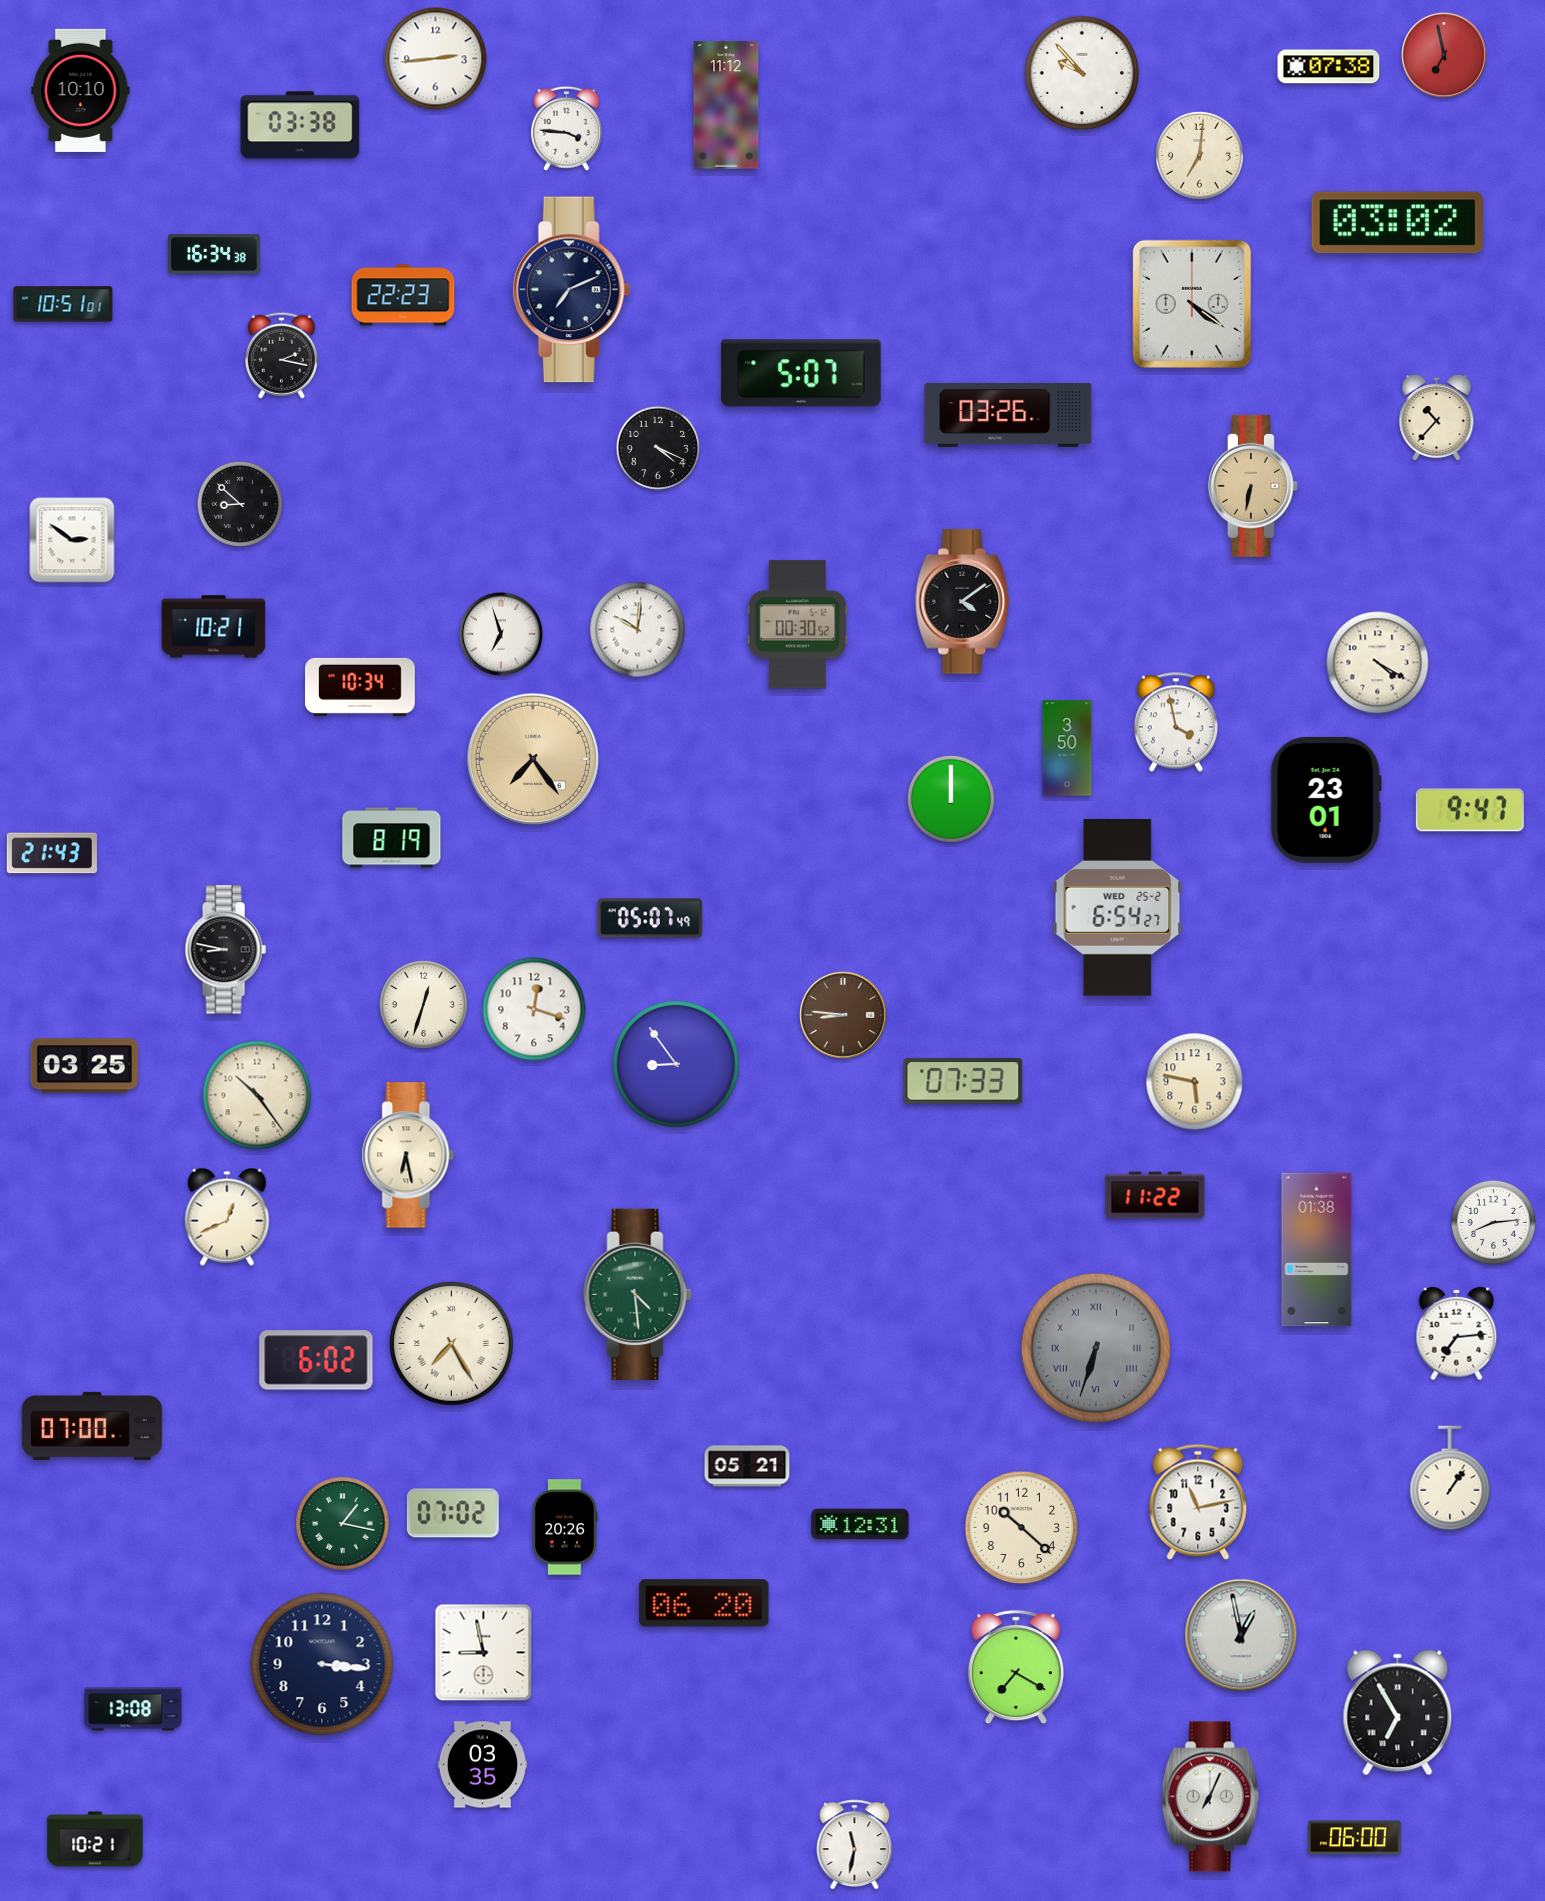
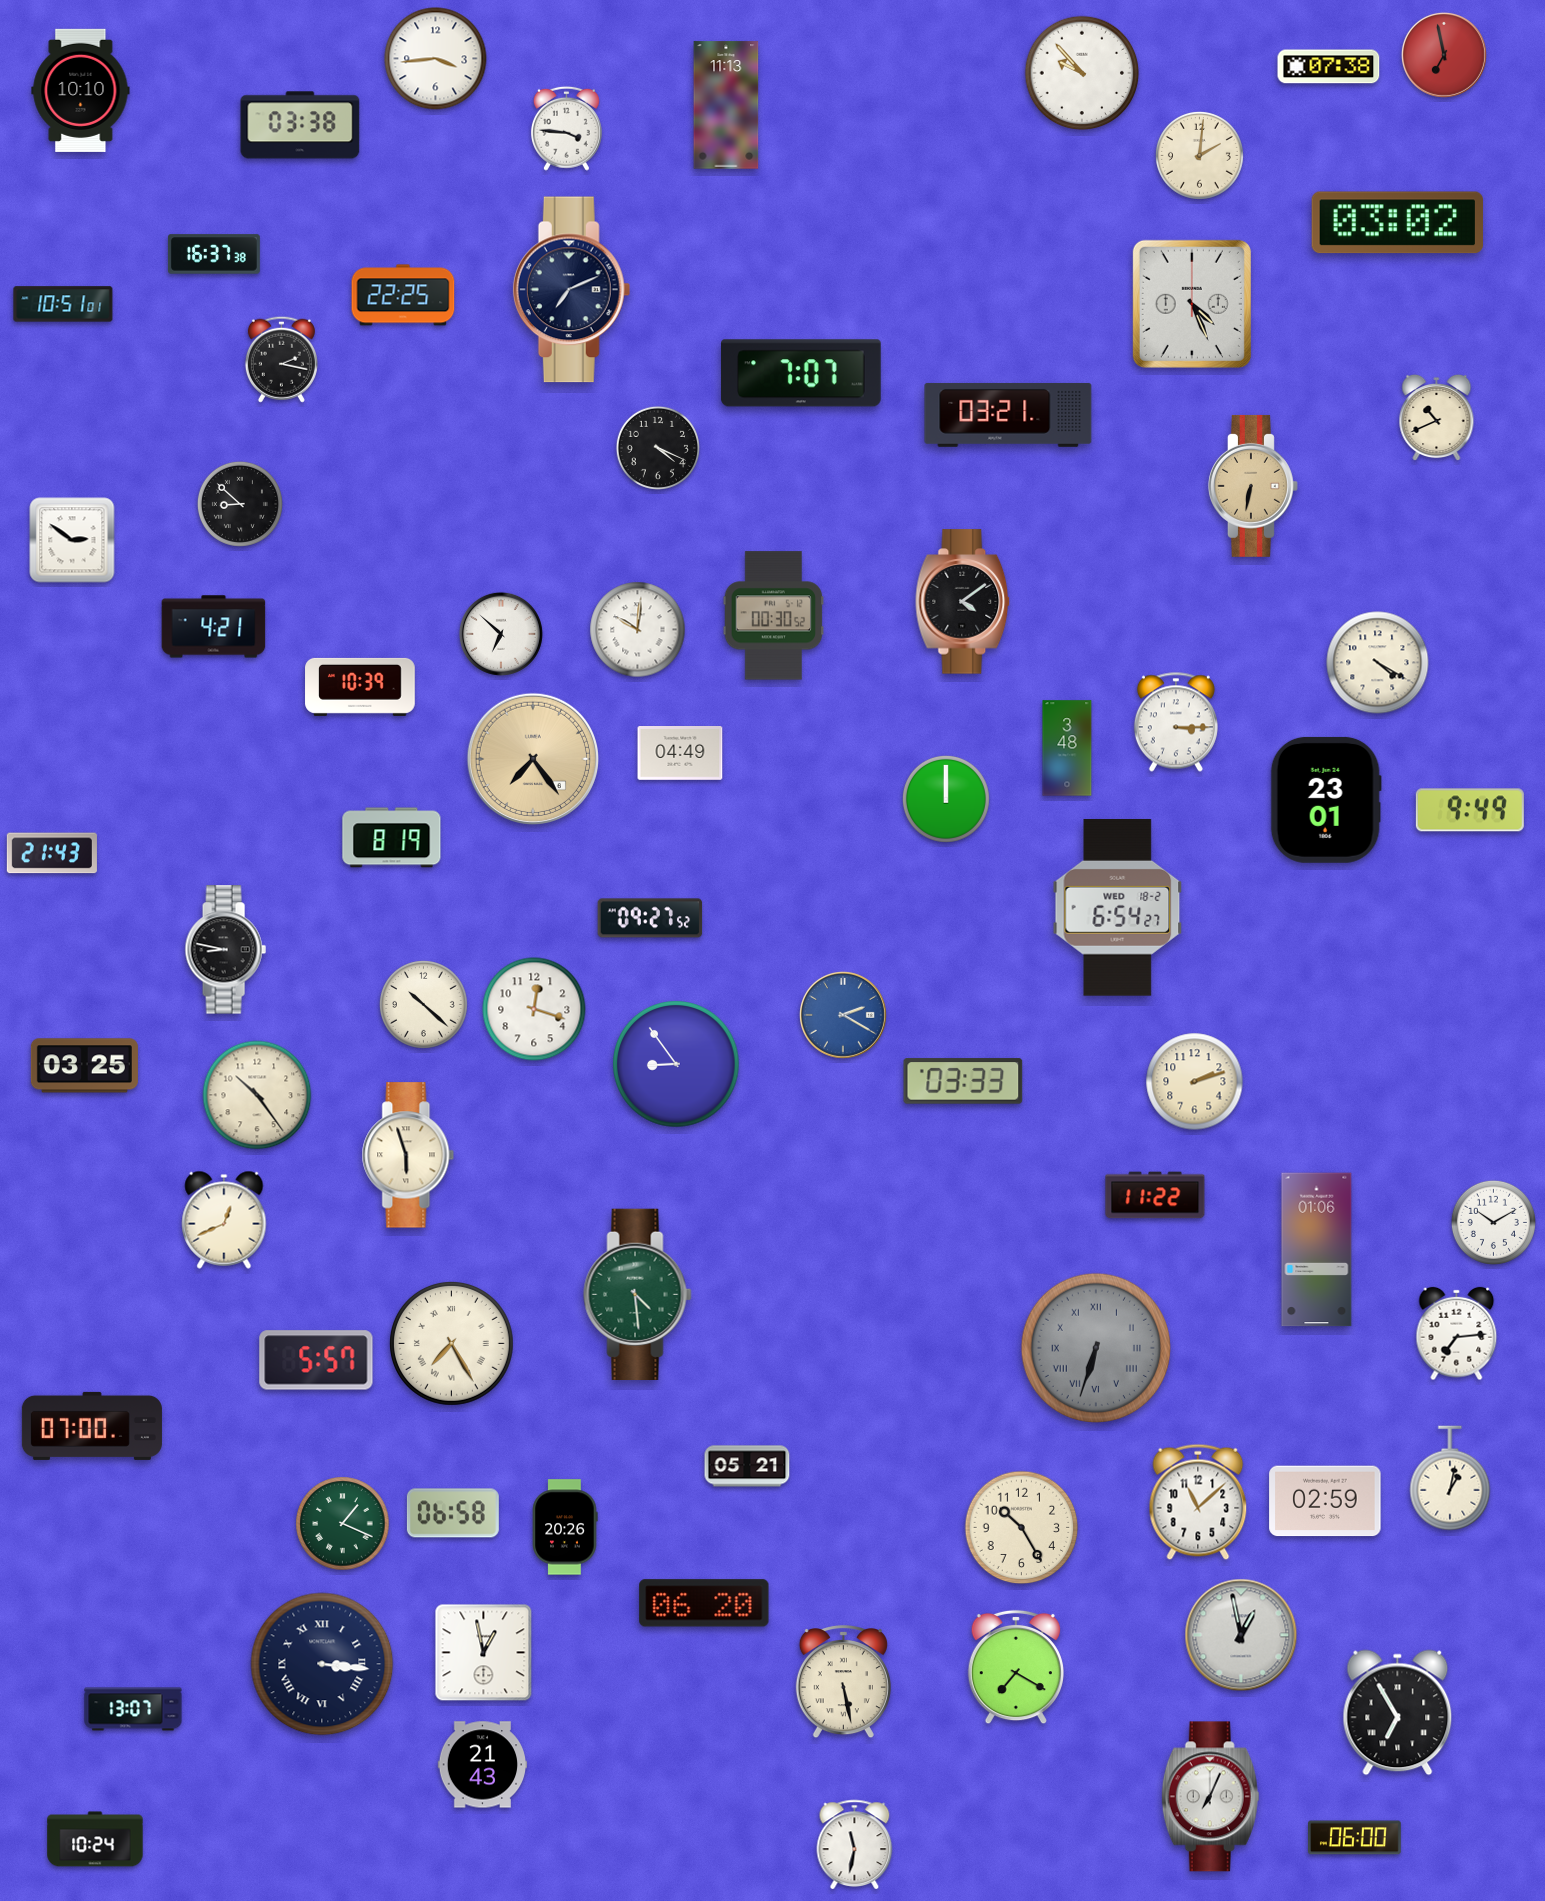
clock at (436, 59): 2:44 -> 3:44
clock at (726, 105): 11:12 -> 11:13
clock at (1199, 155): 7:01 -> 2:01
clock at (214, 254): 16:34 -> 16:37
clock at (403, 295): 22:23 -> 22:25
clock at (1192, 304): 4:21 -> 4:26
clock at (281, 355) position: (281, 355) -> (281, 359)
clock at (801, 373): 5:07 -> 7:07
clock at (1008, 415): 03:26 -> 03:21
clock at (1437, 418): 10:37 -> 10:41
clock at (798, 625) position: (798, 625) -> (774, 616)
clock at (214, 627): 10:21 -> 4:21
clock at (501, 634): 6:57 -> 6:52
clock at (360, 687): 10:34 -> 10:39
clock at (1176, 722): 3:58 -> 3:15
clock at (1067, 748): 3:50 -> 3:48
clock at (680, 754): none -> 04:49
clock at (951, 799) position: (951, 799) -> (946, 799)
clock at (1470, 810): 9:47 -> 9:49
clock at (1118, 908) date: WED 25-2 -> WED 18-2
clock at (650, 918): 05:07 -> 09:27
clock at (423, 1004): 12:33 -> 10:22
clock at (843, 1015): 8:46 -> 2:20
clock at (843, 1015) dial: brown -> blue
clock at (963, 1081): 07:33 -> 03:33
clock at (1195, 1082): 5:47 -> 2:12
clock at (408, 1155): 6:28 -> 5:57
clock at (227, 1217) position: (227, 1217) -> (224, 1220)
clock at (1493, 1222): 8:14 -> 10:10
clock at (1317, 1250): 01:38 -> 01:06
clock at (316, 1360): 6:02 -> 5:57
clock at (1450, 1478): 1:06 -> 1:02
clock at (1325, 1501): none -> 02:59
clock at (1198, 1502): 11:13 -> 11:08
clock at (453, 1513): 07:02 -> 06:58
clock at (343, 1524): 1:17 -> 1:19
clock at (860, 1524): 12:31 -> none
clock at (1022, 1528): 10:22 -> 10:25
clock at (484, 1653): 8:58 -> 12:58
clock at (322, 1664) numerals: Arabic -> Roman
clock at (843, 1683): none -> 5:28
clock at (133, 1709): 13:08 -> 13:07
clock at (483, 1765): 03:35 -> 21:43
clock at (95, 1839): 10:21 -> 10:24
